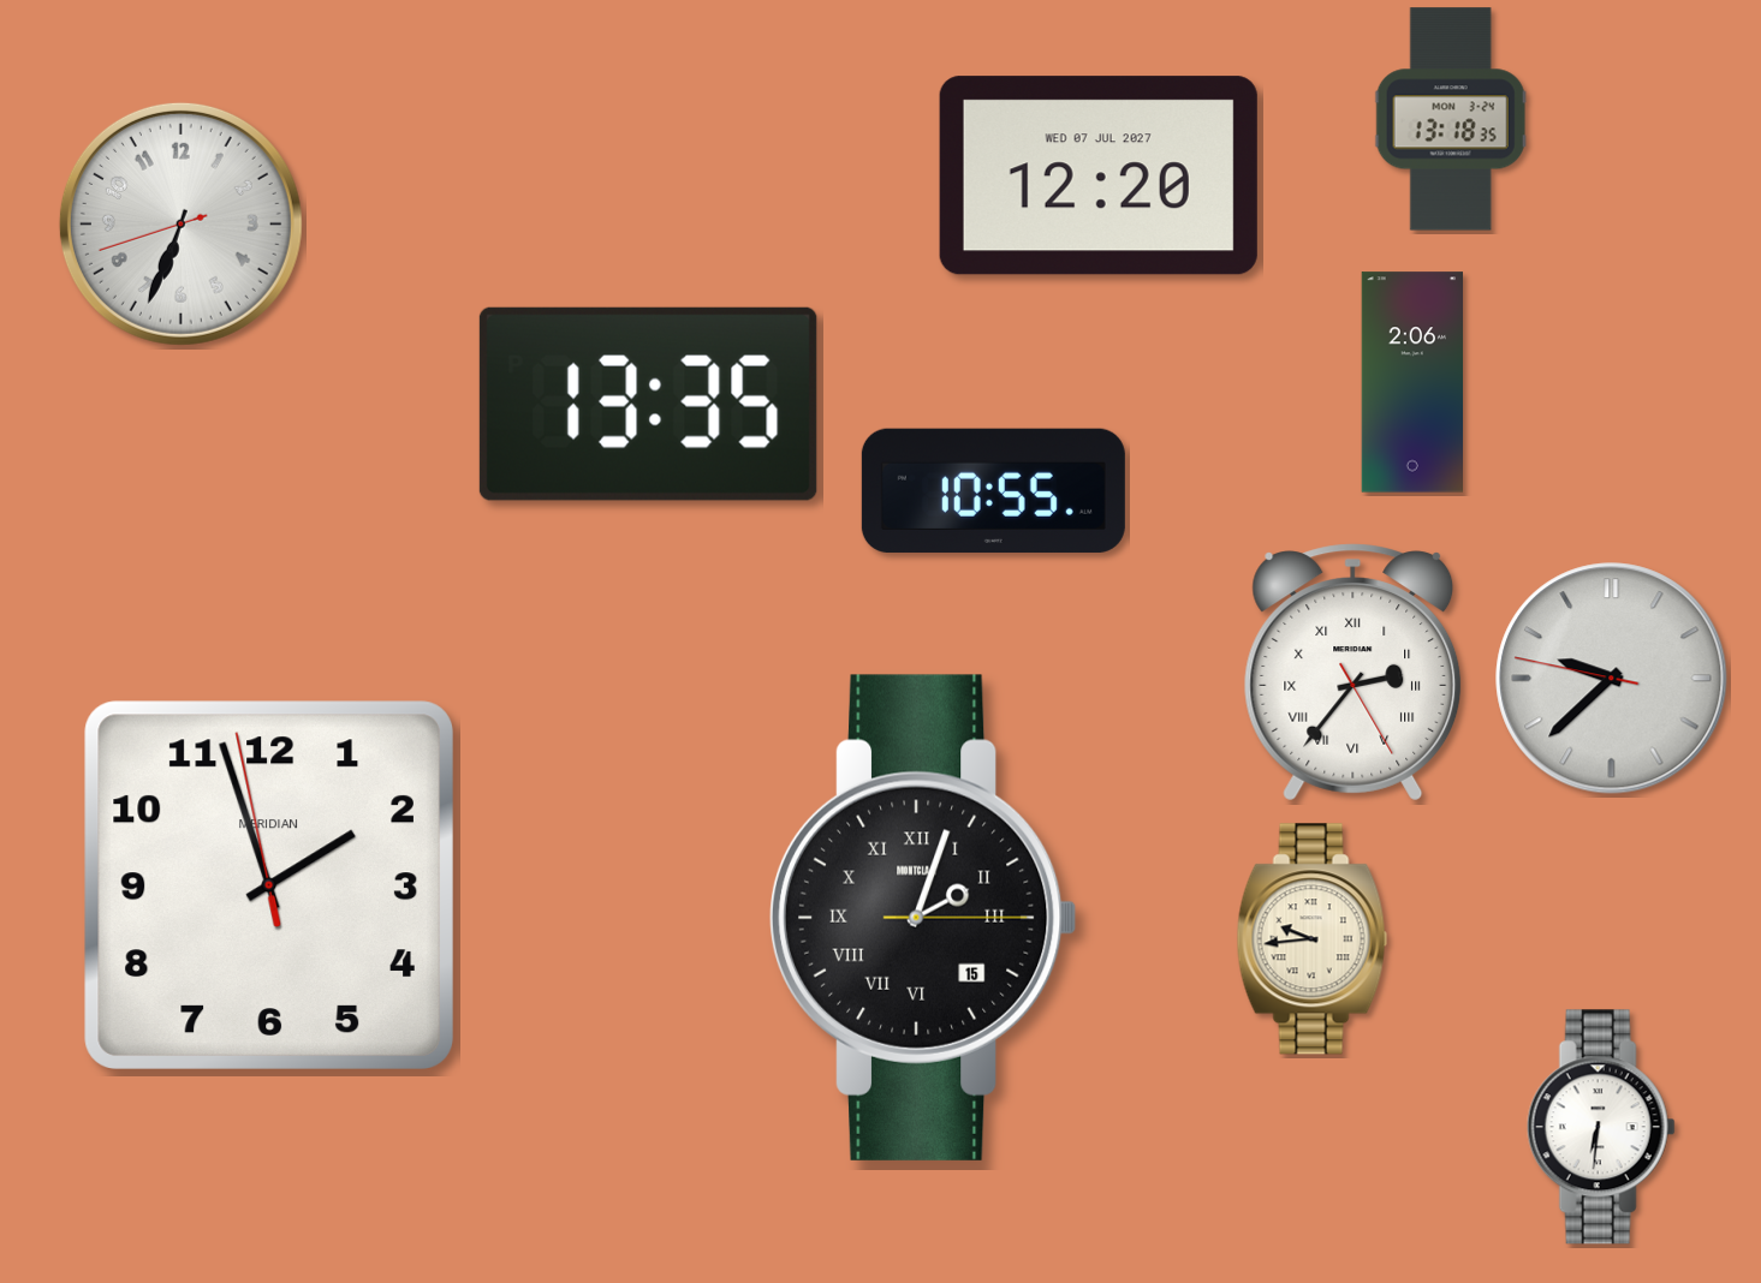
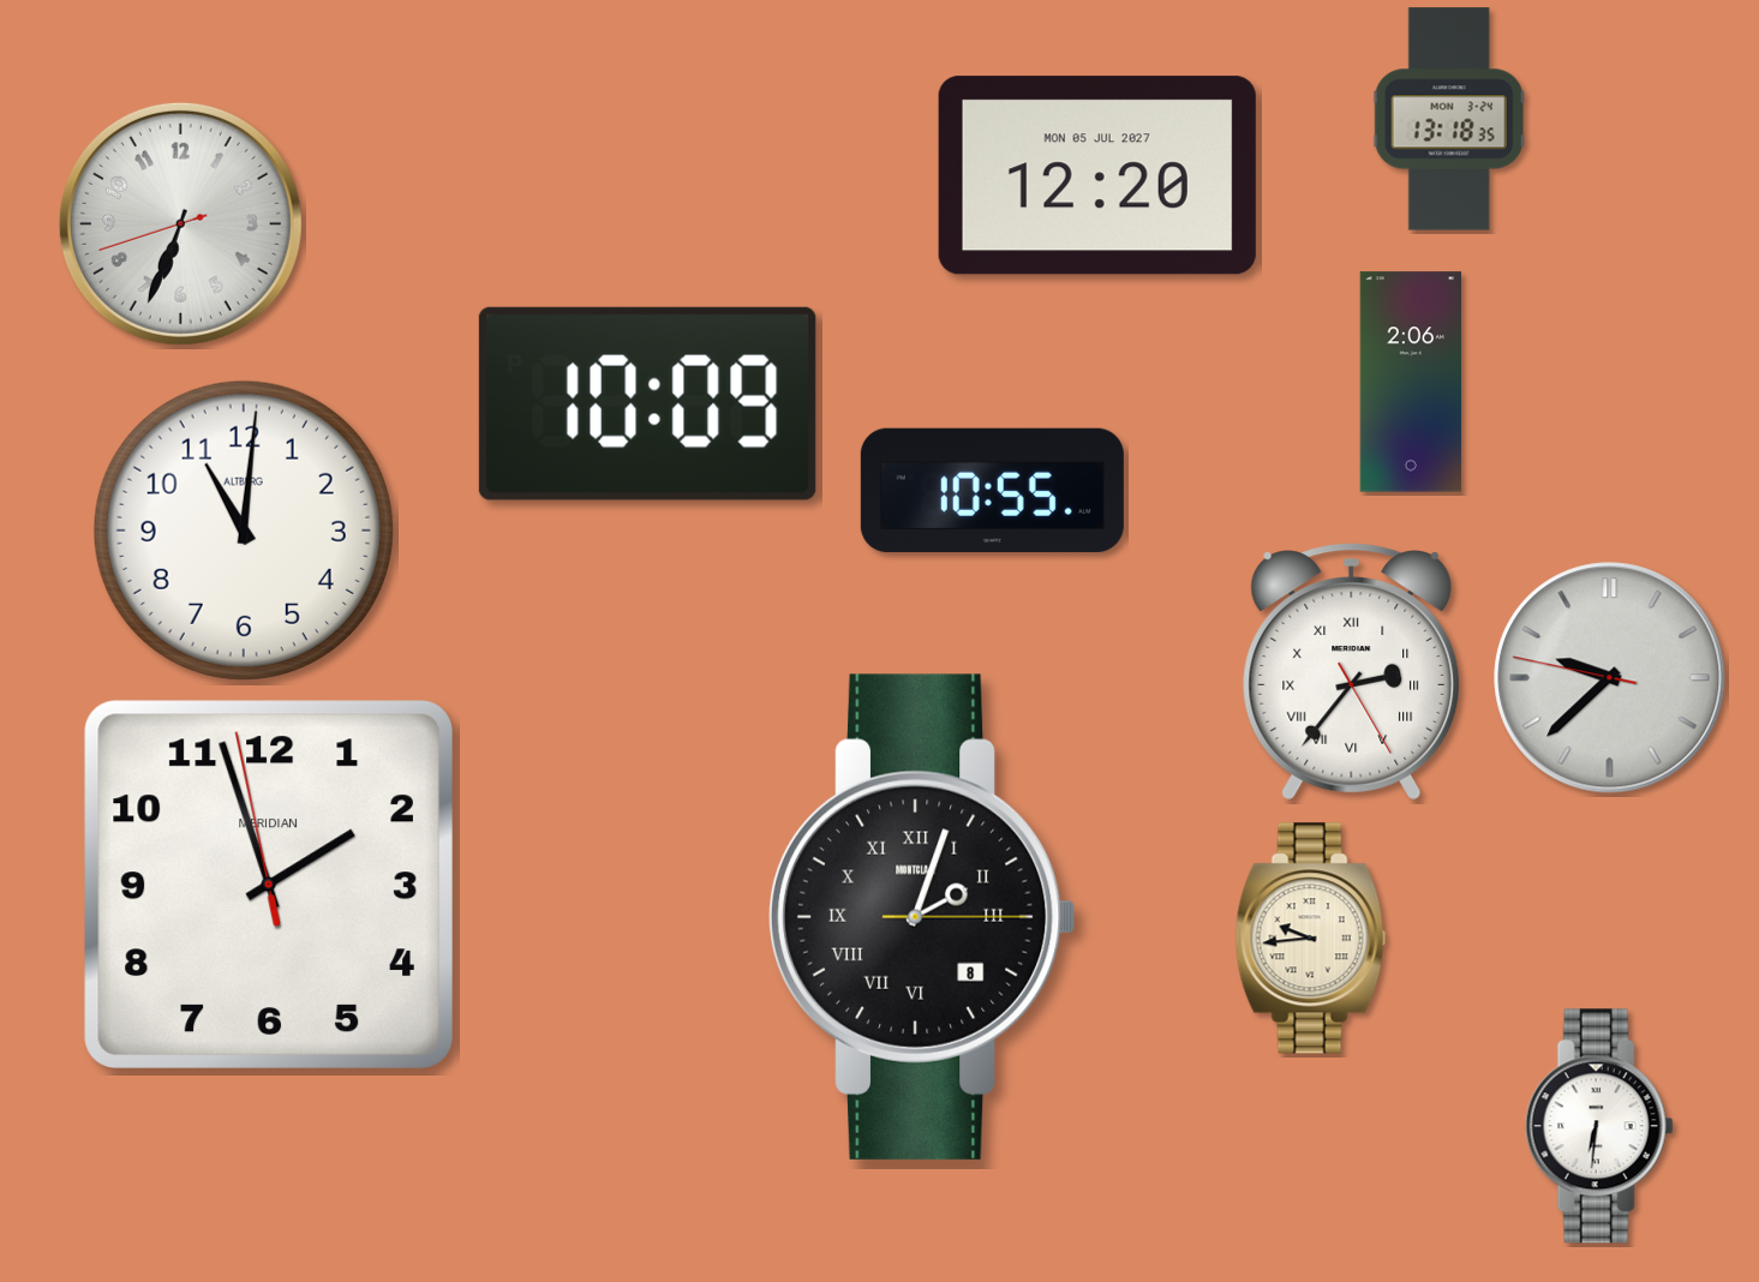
clock at (1099, 175) date: WED 07 JUL 2027 -> MON 05 JUL 2027
clock at (648, 404): 13:35 -> 10:09
clock at (244, 531): none -> 11:01
clock at (923, 918) date: 15 -> 8
